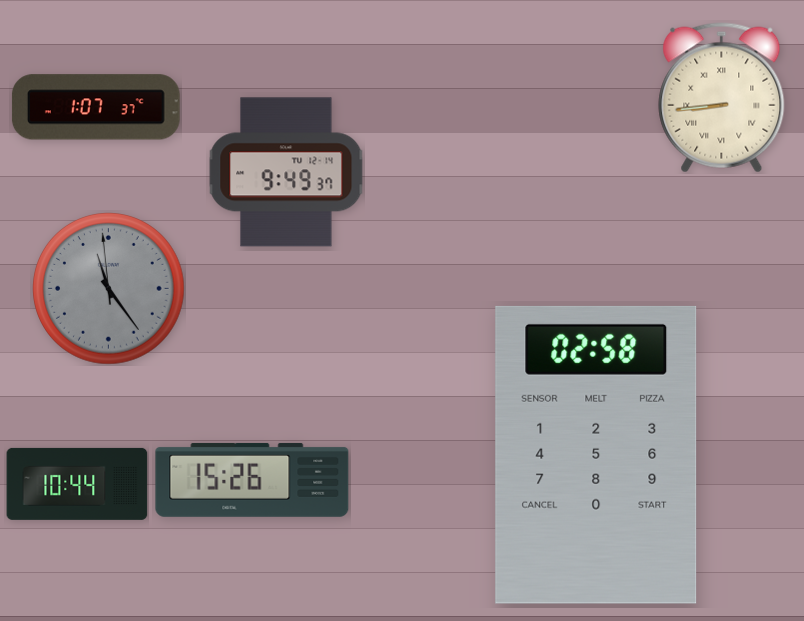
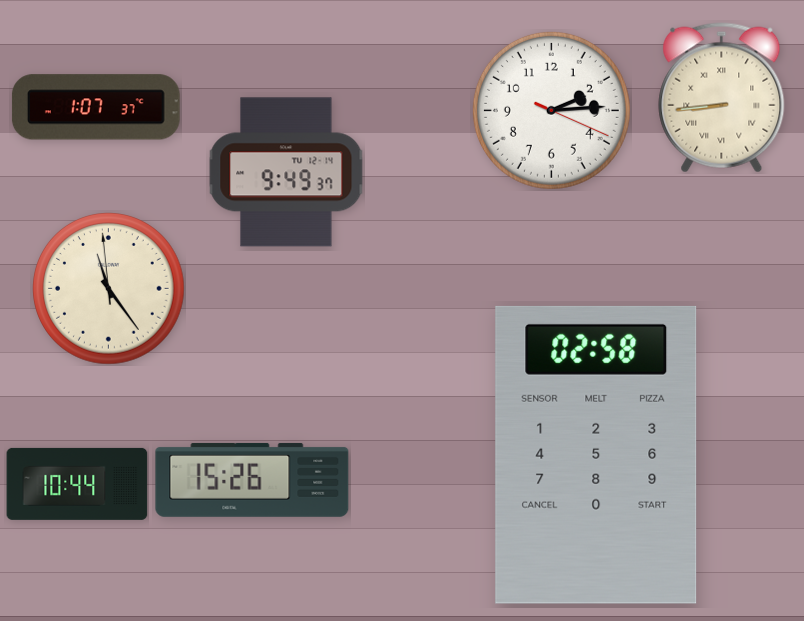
clock at (551, 110): none -> 2:14
clock at (109, 289) dial: grey -> cream
